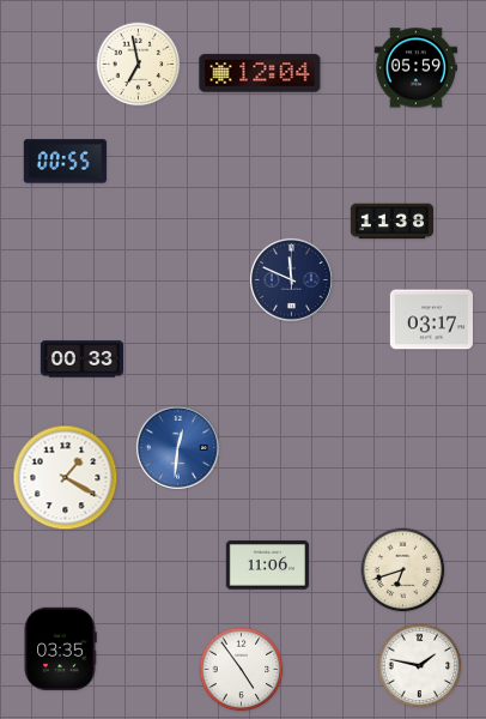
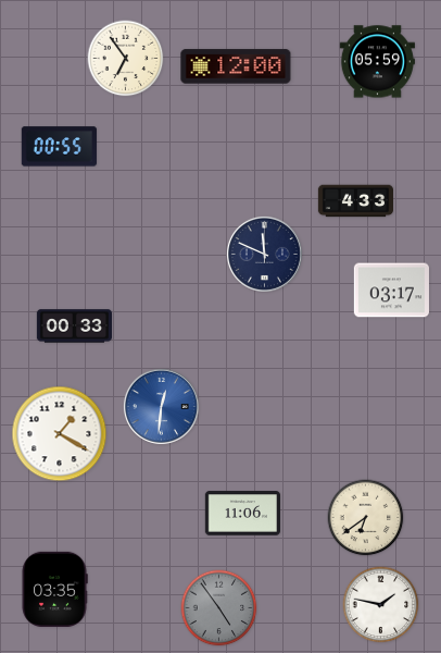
clock at (139, 65): 6:58 -> 6:54
clock at (260, 73): 12:04 -> 12:00
clock at (391, 222): 11:38 -> 4:33
clock at (403, 570): 6:42 -> 6:39
clock at (242, 670) dial: white -> grey
